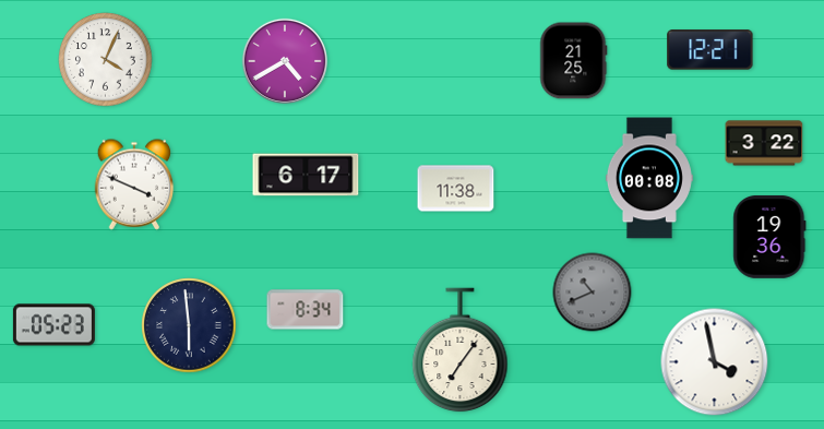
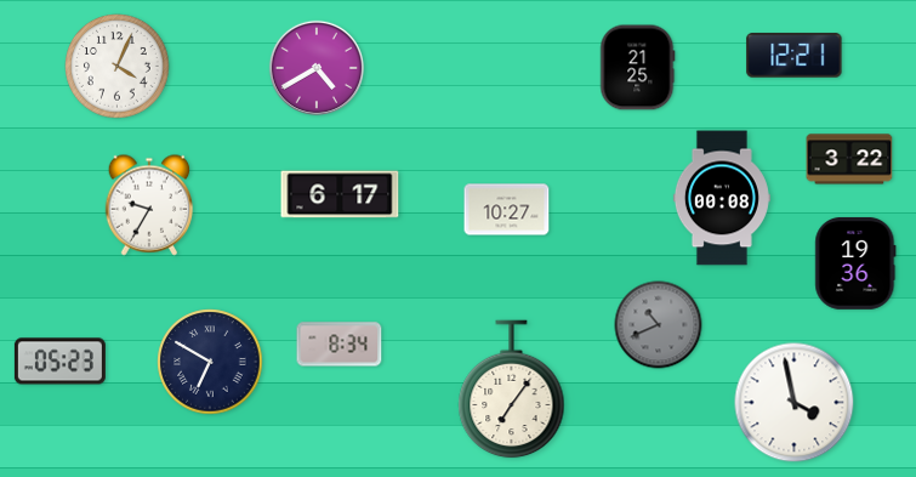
clock at (710, 50) position: (710, 50) -> (795, 56)
clock at (134, 184): 3:49 -> 9:35
clock at (456, 189): 11:38 -> 10:27
clock at (189, 325): 5:59 -> 6:50
